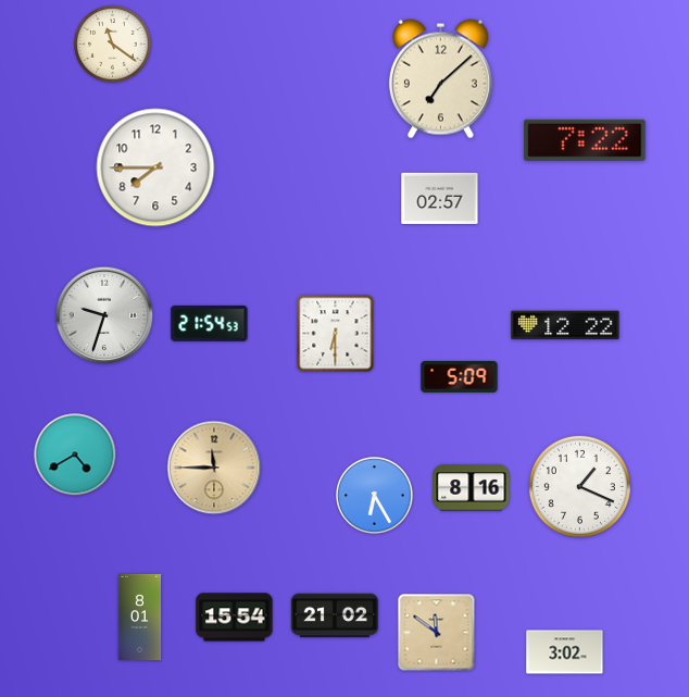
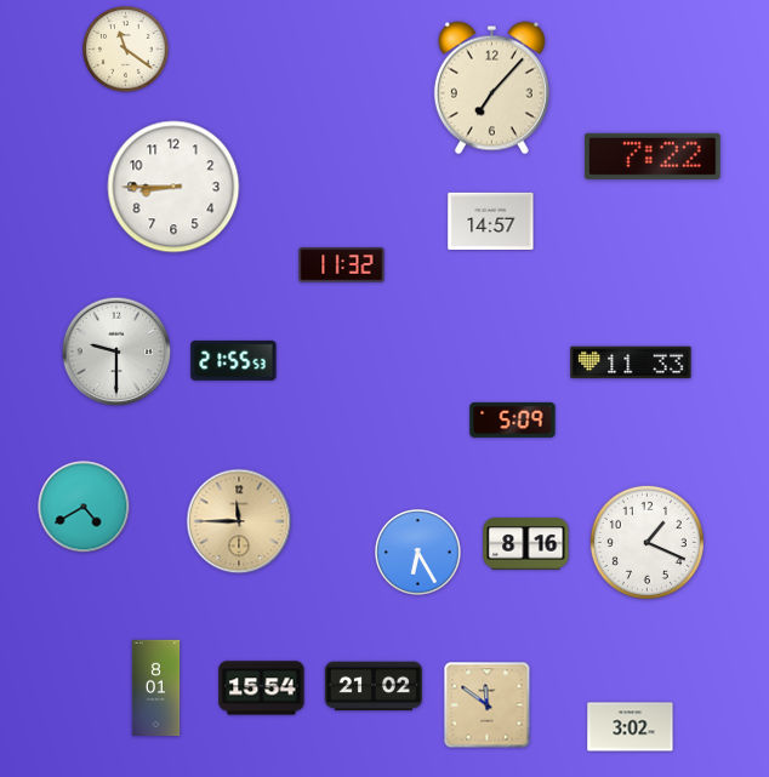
clock at (440, 79): 7:08 -> 7:07
clock at (155, 167): 7:45 -> 8:45
clock at (440, 198): 02:57 -> 14:57
clock at (342, 265): none -> 11:32
clock at (104, 315): 9:33 -> 9:30
clock at (210, 323): 21:54 -> 21:55
clock at (565, 325): 12:22 -> 11:33
clock at (336, 334): 6:30 -> none
